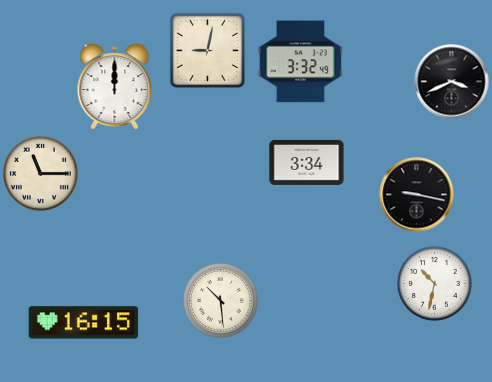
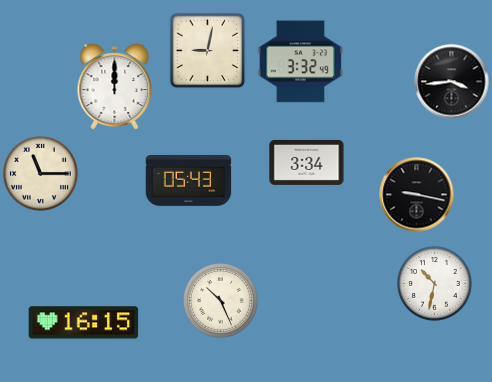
clock at (452, 82): 3:41 -> 3:44
clock at (189, 180): none -> 05:43
clock at (221, 301): 10:29 -> 10:26
